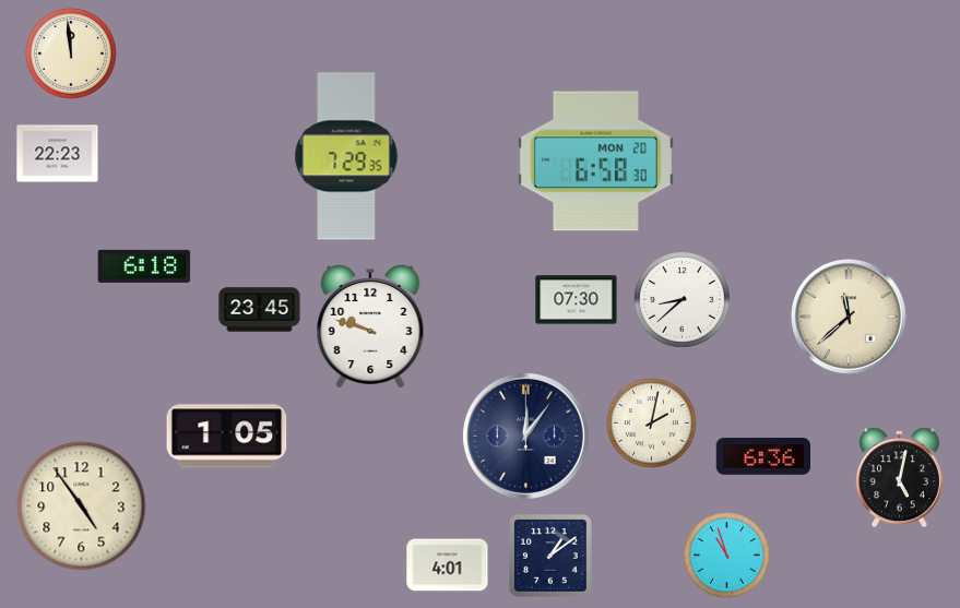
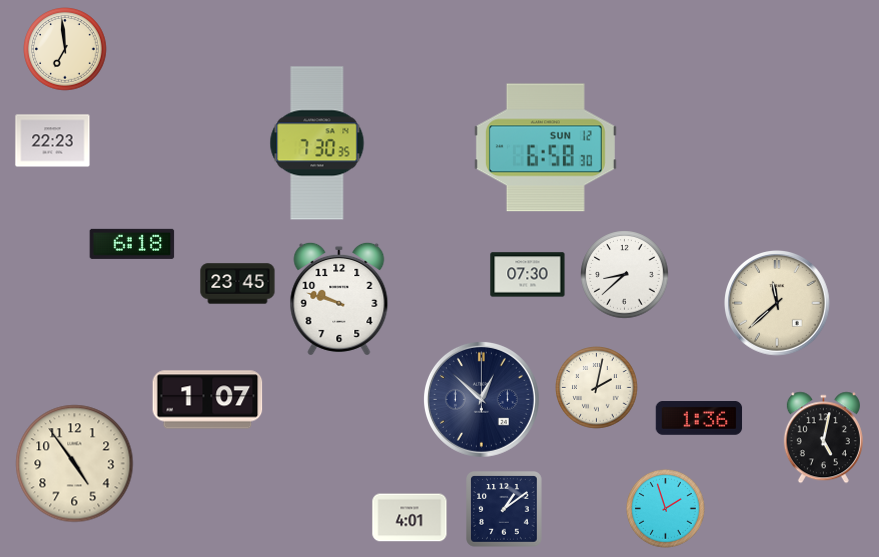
clock at (71, 53): 11:59 -> 6:59
clock at (346, 156): 7:29 -> 7:30
clock at (595, 162) date: MON 20 -> SUN 12
clock at (850, 318) position: (850, 318) -> (778, 304)
clock at (525, 436): 12:06 -> 12:52
clock at (227, 437): 1:05 -> 1:07
clock at (763, 457): 6:36 -> 1:36
clock at (727, 556): 10:57 -> 1:57
